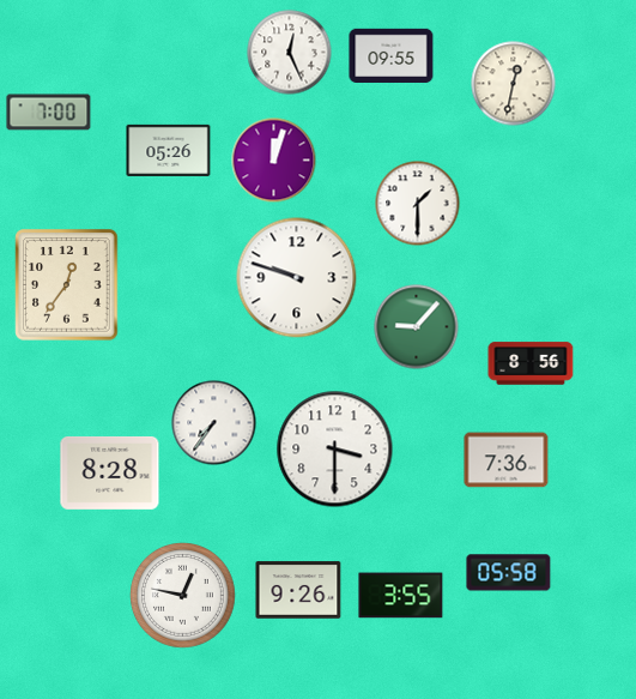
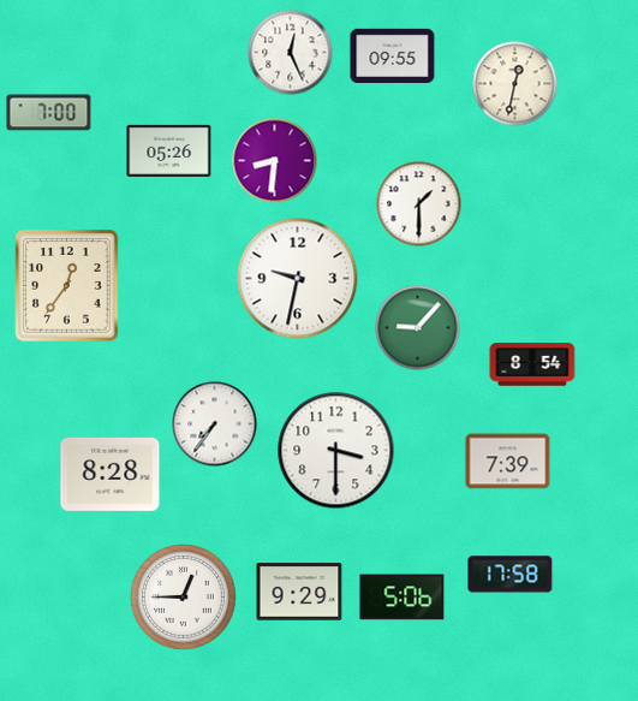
clock at (274, 161): 12:03 -> 8:31
clock at (297, 278): 9:48 -> 9:32
clock at (531, 363): 8:56 -> 8:54
clock at (507, 460): 7:36 -> 7:39
clock at (509, 573): 05:58 -> 17:58
clock at (298, 590): 9:26 -> 9:29
clock at (183, 596): 12:47 -> 12:45
clock at (401, 596): 3:55 -> 5:06
